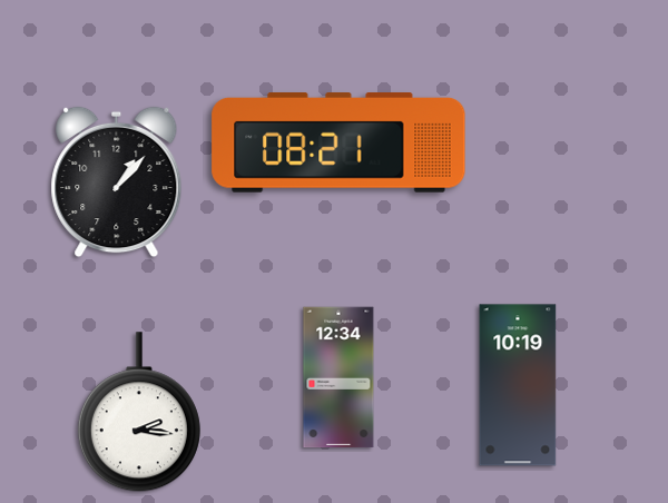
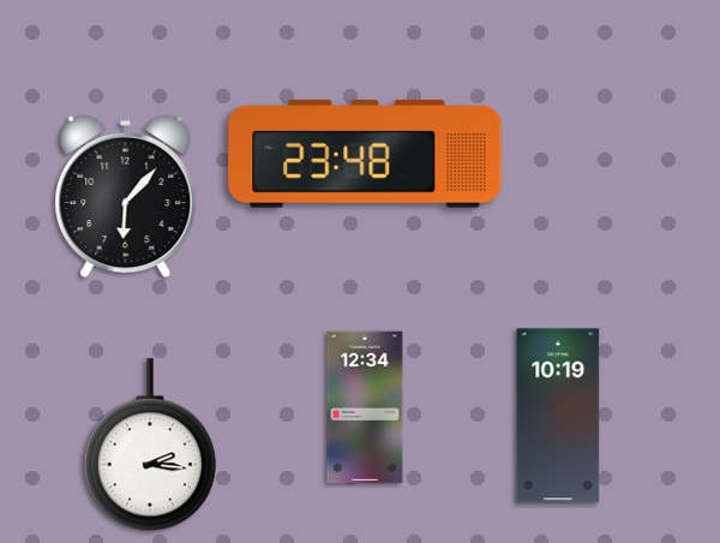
clock at (338, 144): 08:21 -> 23:48
clock at (117, 183): 1:07 -> 6:07
